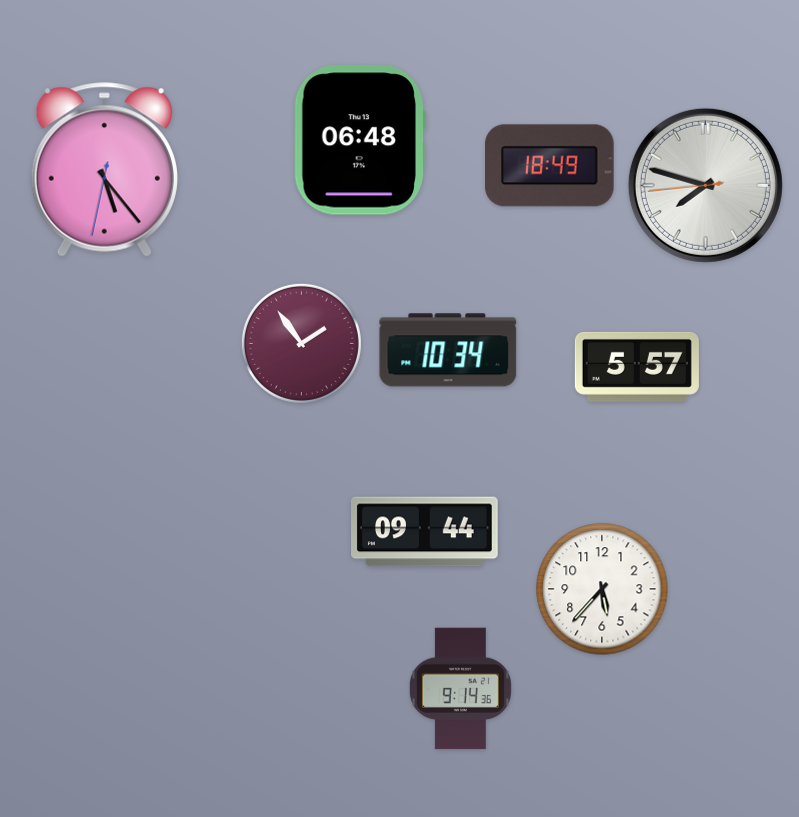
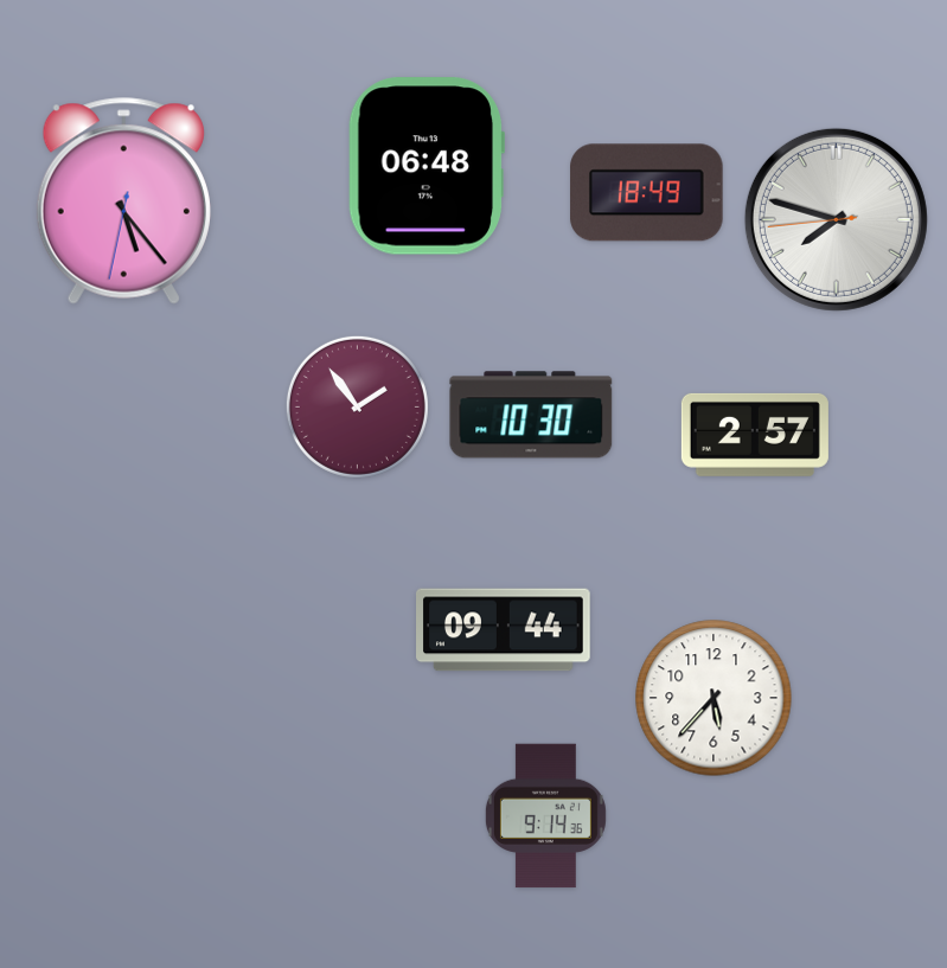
clock at (550, 166) position: (550, 166) -> (647, 193)
clock at (448, 350): 10:34 -> 10:30
clock at (637, 367): 5:57 -> 2:57
